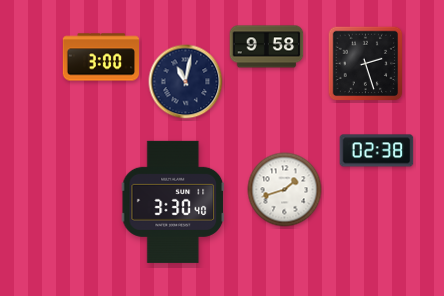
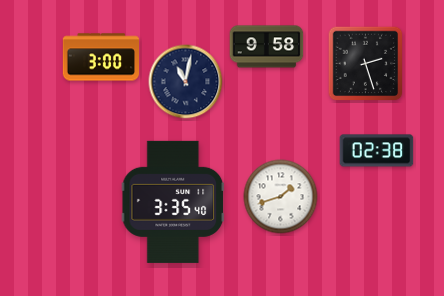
clock at (285, 190) position: (285, 190) -> (281, 197)
clock at (172, 202): 3:30 -> 3:35
